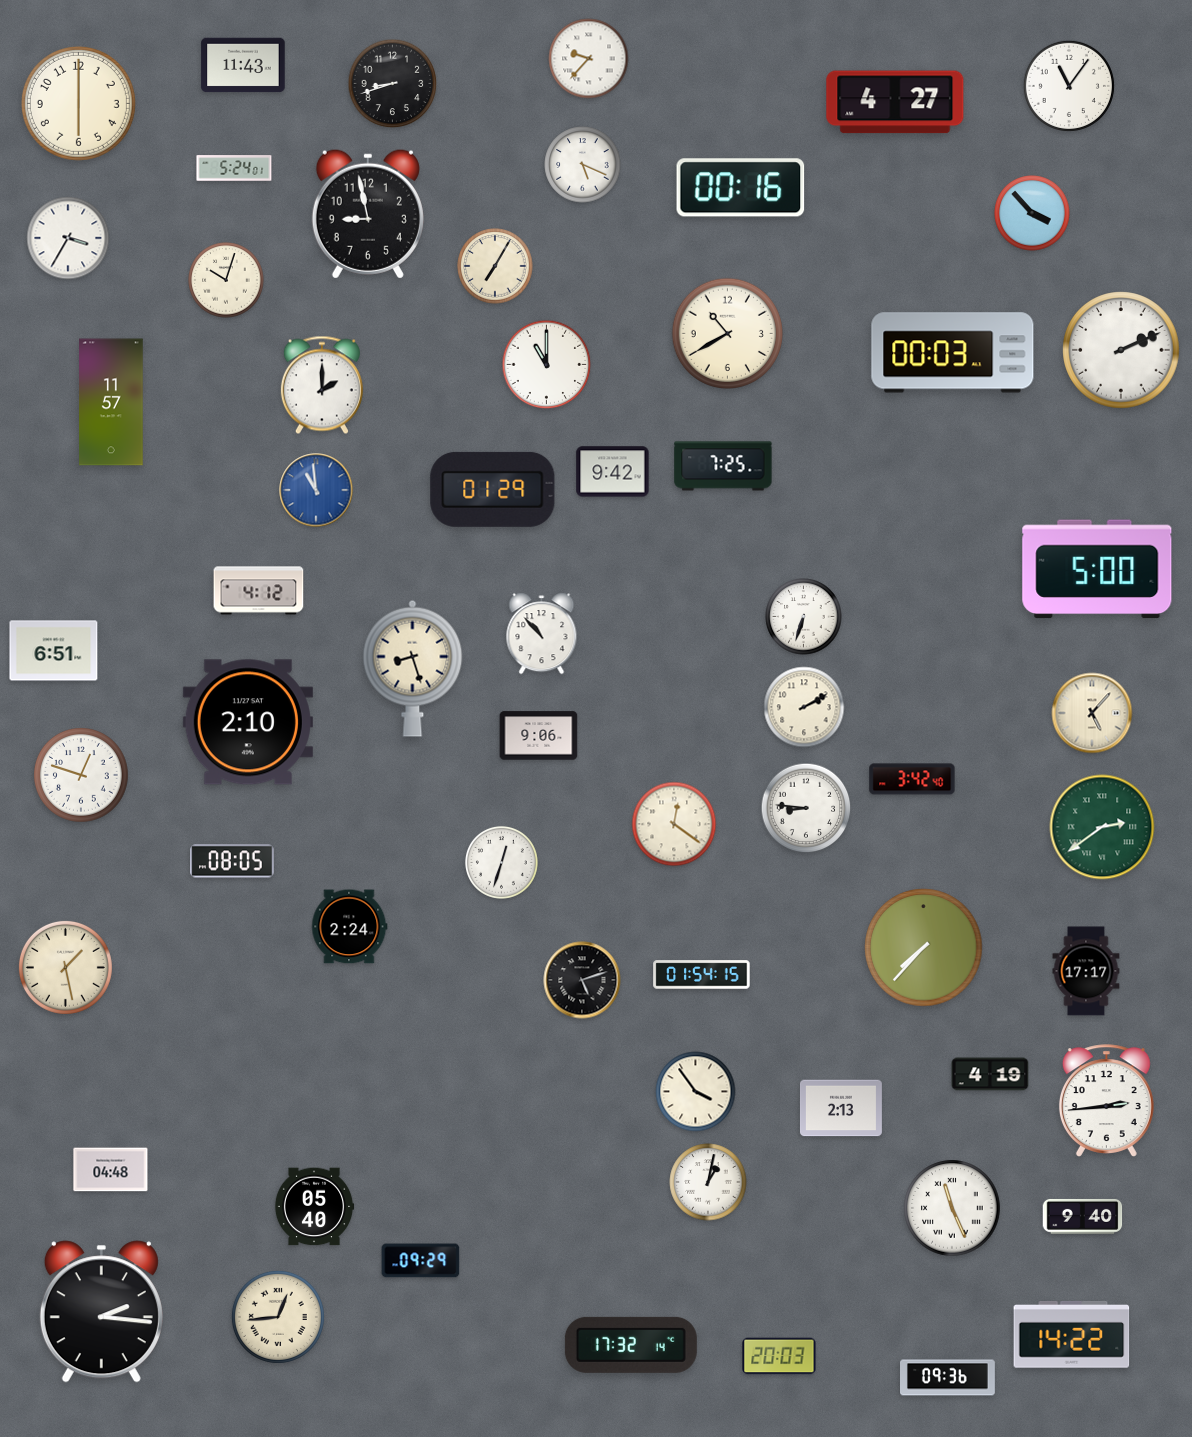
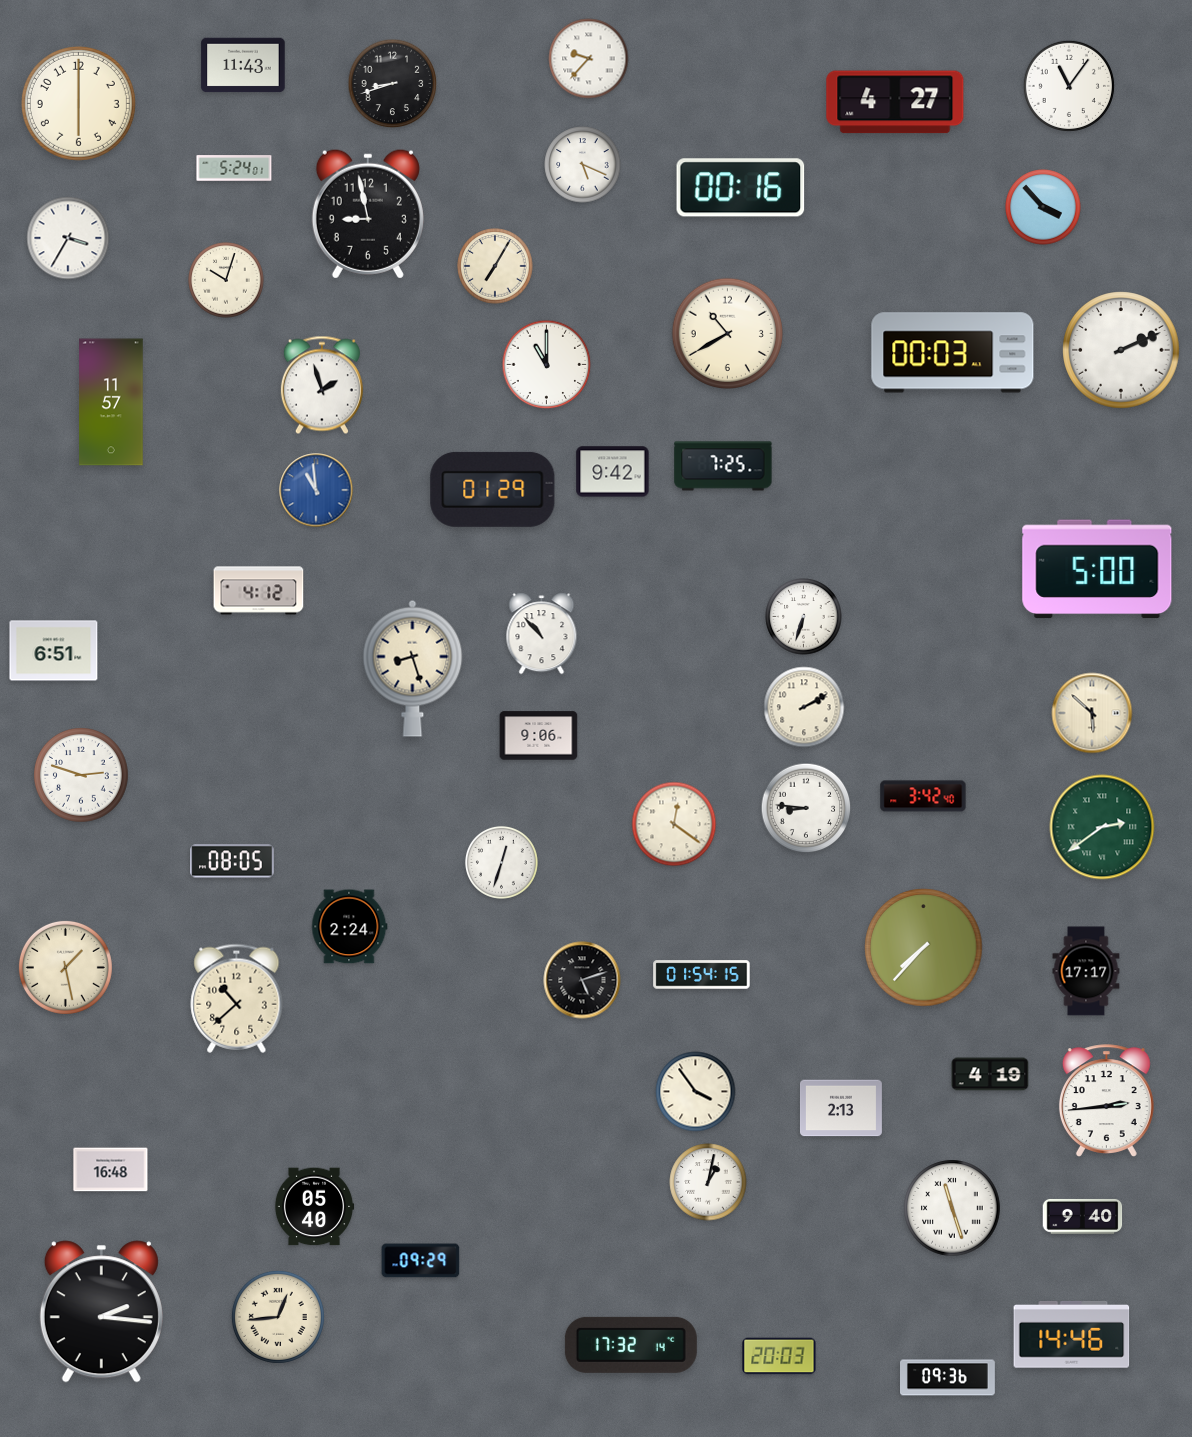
clock at (1032, 213) position: (1032, 213) -> (1043, 207)
clock at (322, 385): 2:00 -> 1:57
clock at (1092, 713): 5:07 -> 5:52
clock at (248, 722): 2:10 -> none
clock at (82, 776): 12:48 -> 2:48
clock at (912, 779) position: (912, 779) -> (923, 796)
clock at (237, 998): none -> 10:38
clock at (111, 1170): 04:48 -> 16:48
clock at (952, 1208): 11:26 -> 11:27
clock at (1072, 1335): 14:22 -> 14:46
